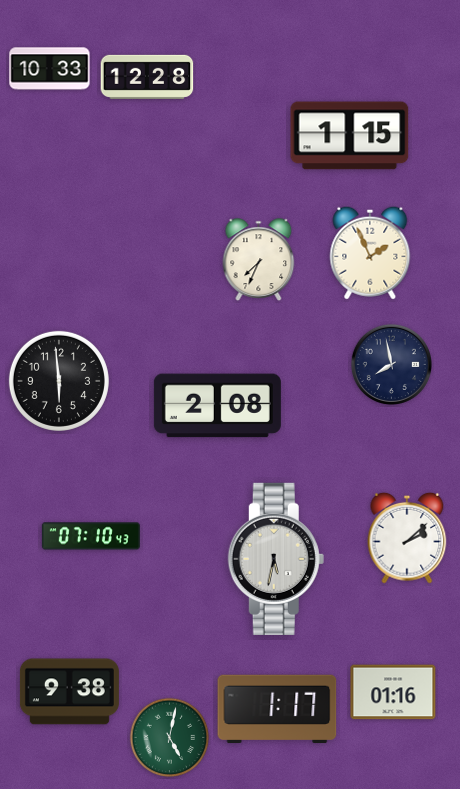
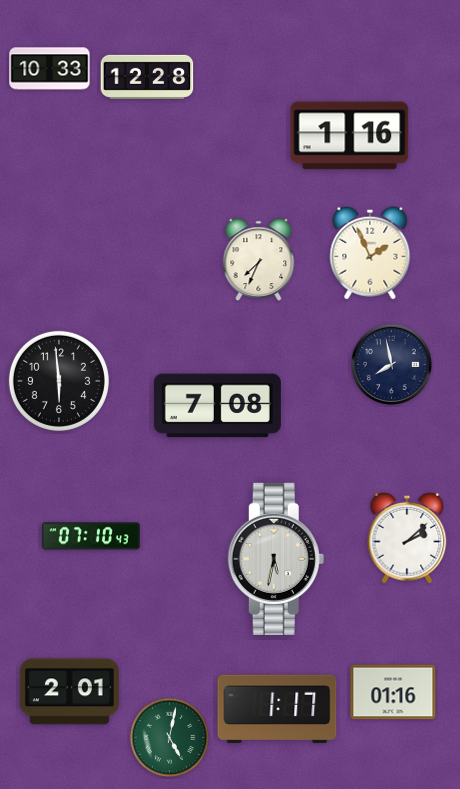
clock at (350, 136): 1:15 -> 1:16
clock at (217, 406): 2:08 -> 7:08
clock at (69, 692): 9:38 -> 2:01
